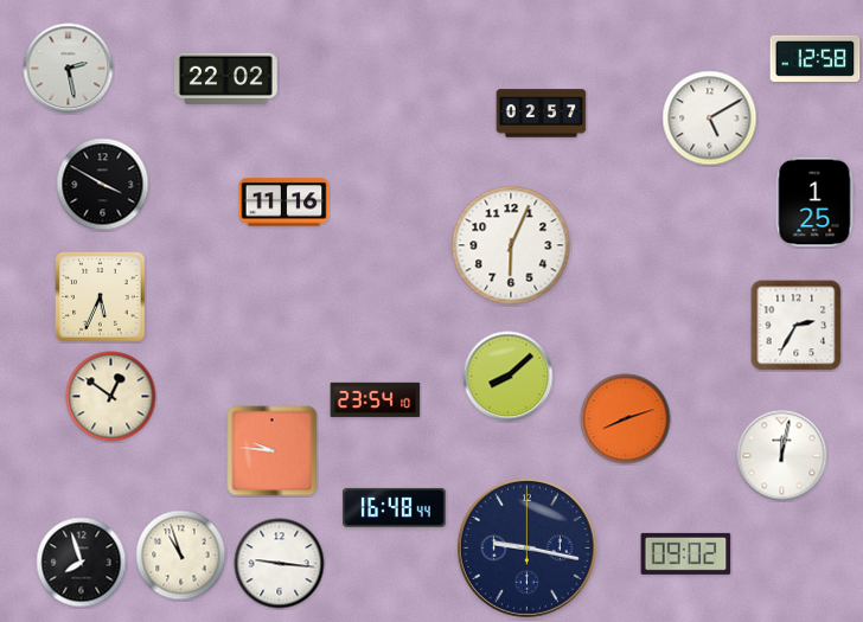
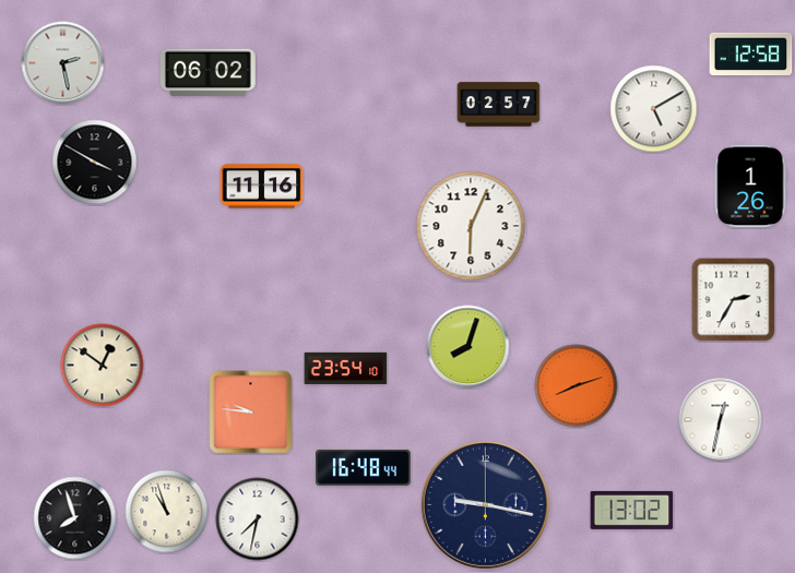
clock at (225, 79): 22:02 -> 06:02
clock at (103, 185) position: (103, 185) -> (95, 163)
clock at (814, 203): 1:25 -> 1:26
clock at (101, 297): 5:34 -> none
clock at (509, 377): 8:08 -> 8:03
clock at (273, 451) position: (273, 451) -> (251, 413)
clock at (782, 456): 12:02 -> 12:32
clock at (686, 553): 09:02 -> 13:02
clock at (280, 564): 9:16 -> 7:32
